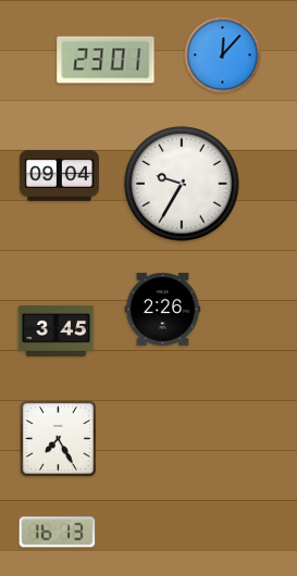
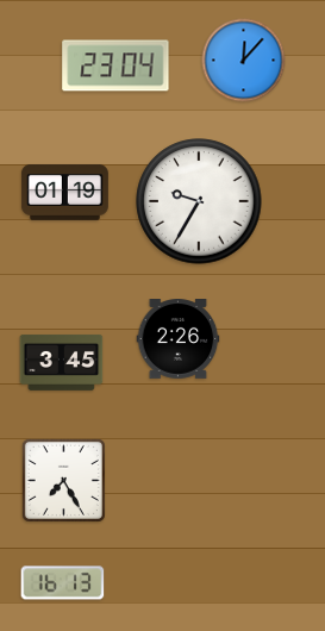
clock at (106, 60): 23:01 -> 23:04
clock at (59, 175): 09:04 -> 01:19
